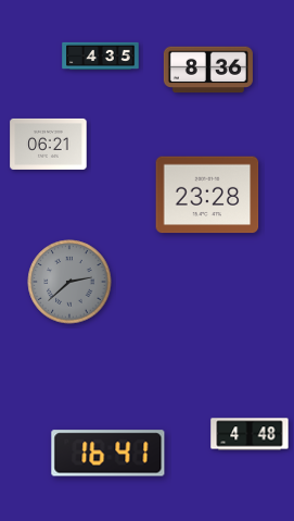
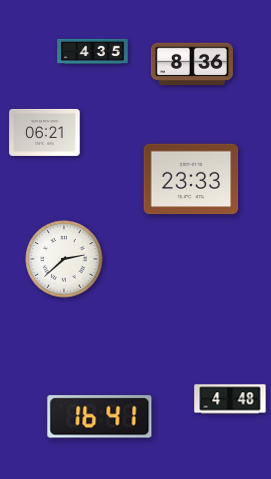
clock at (207, 195): 23:28 -> 23:33
clock at (69, 282) dial: grey -> white
